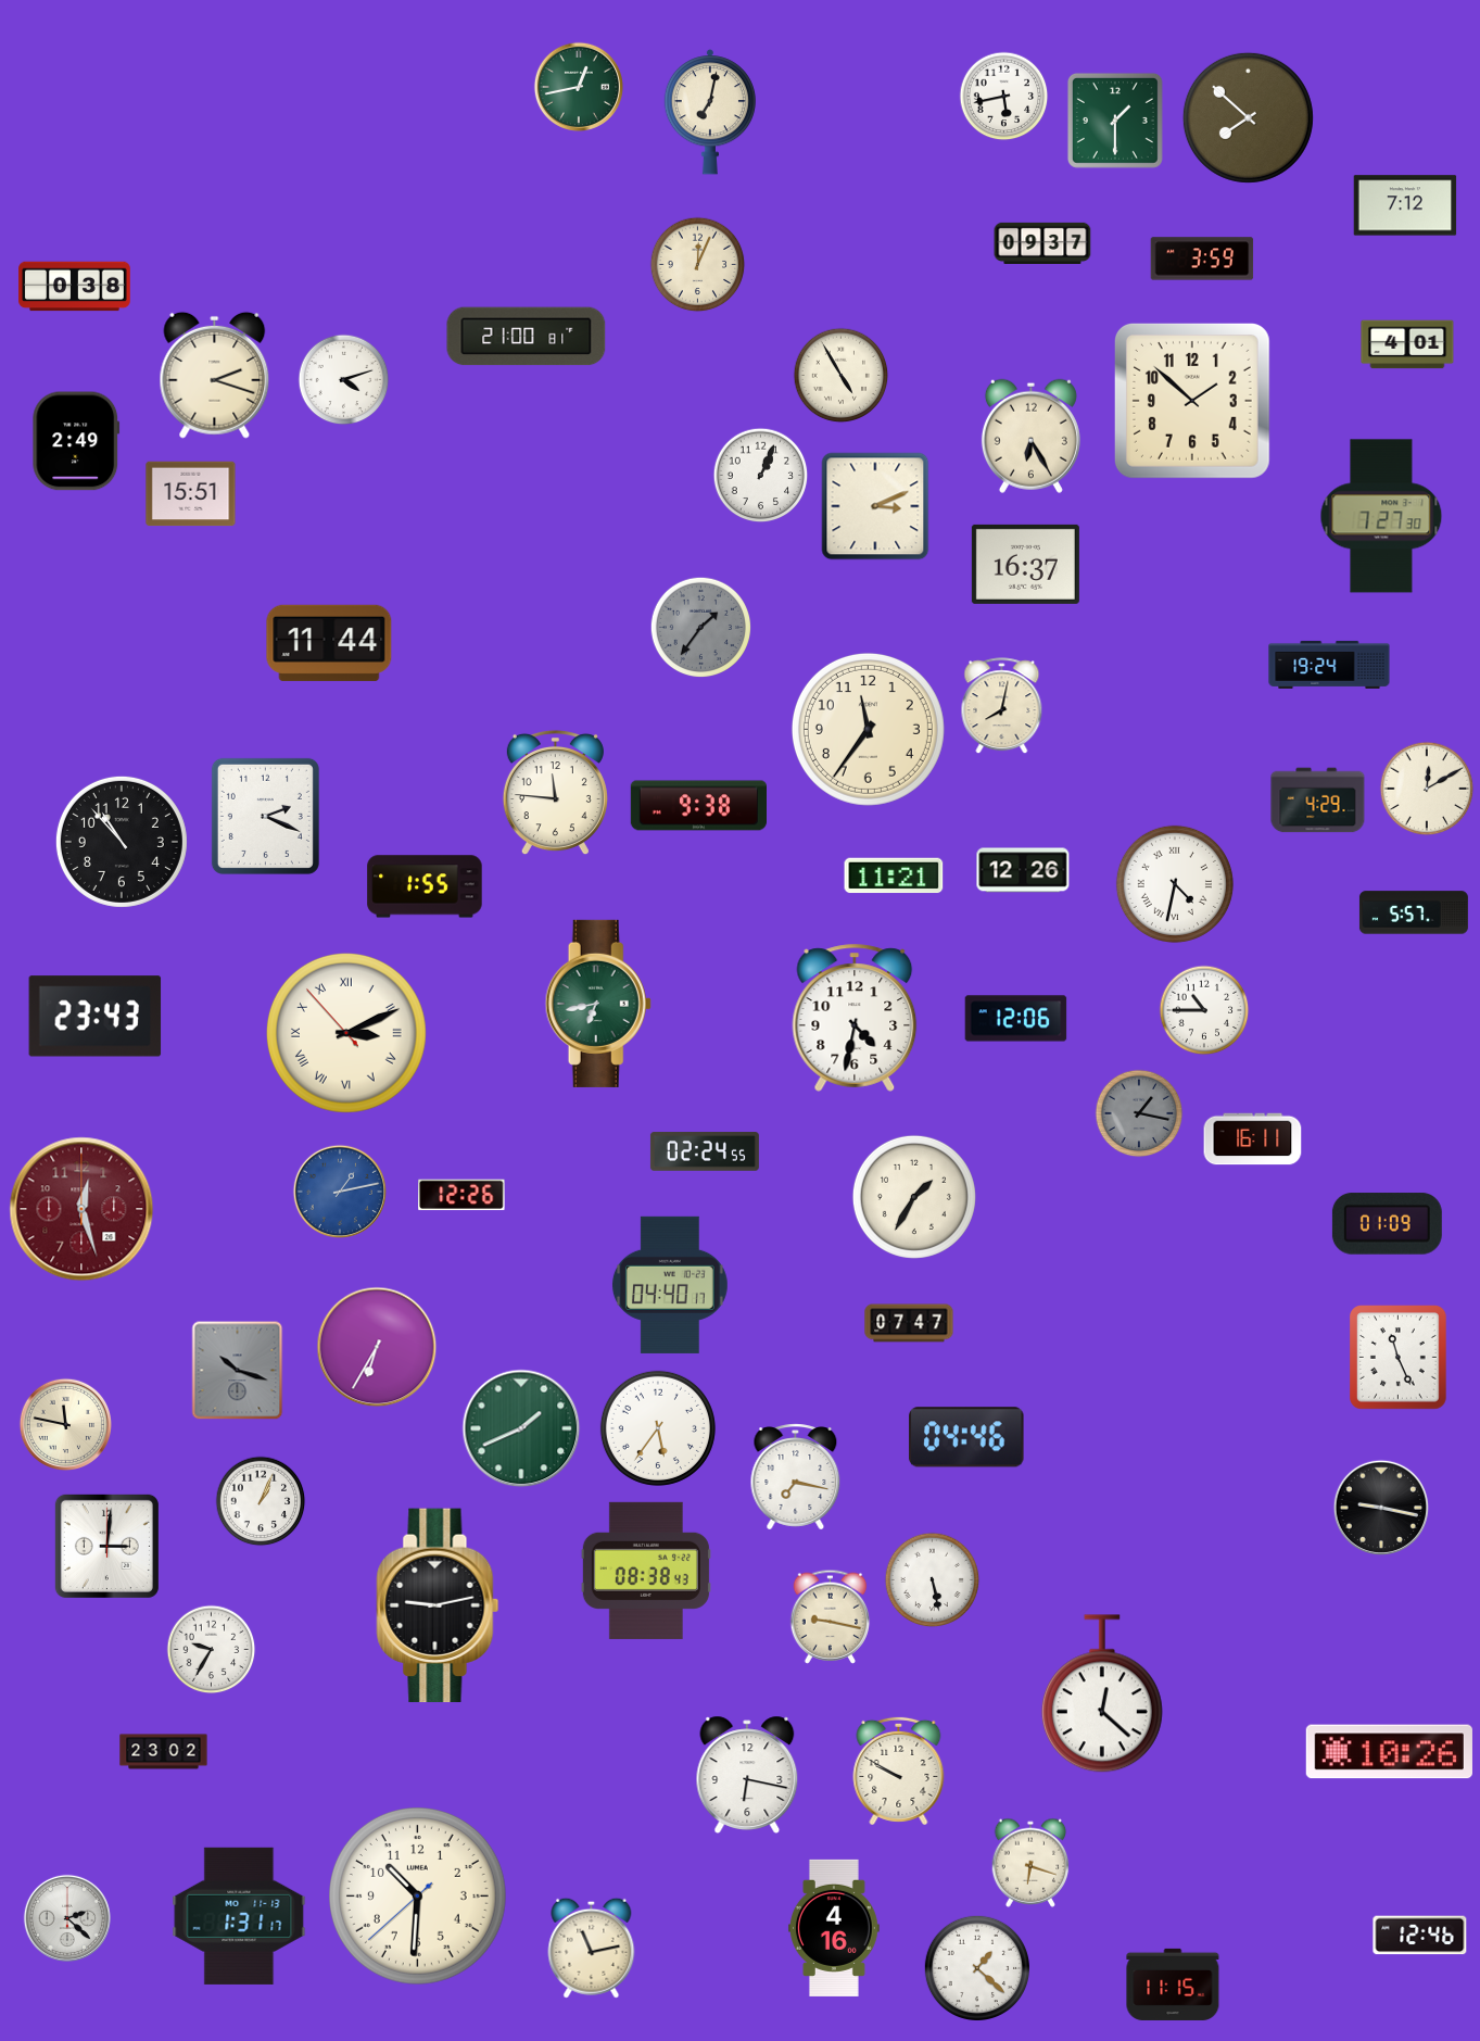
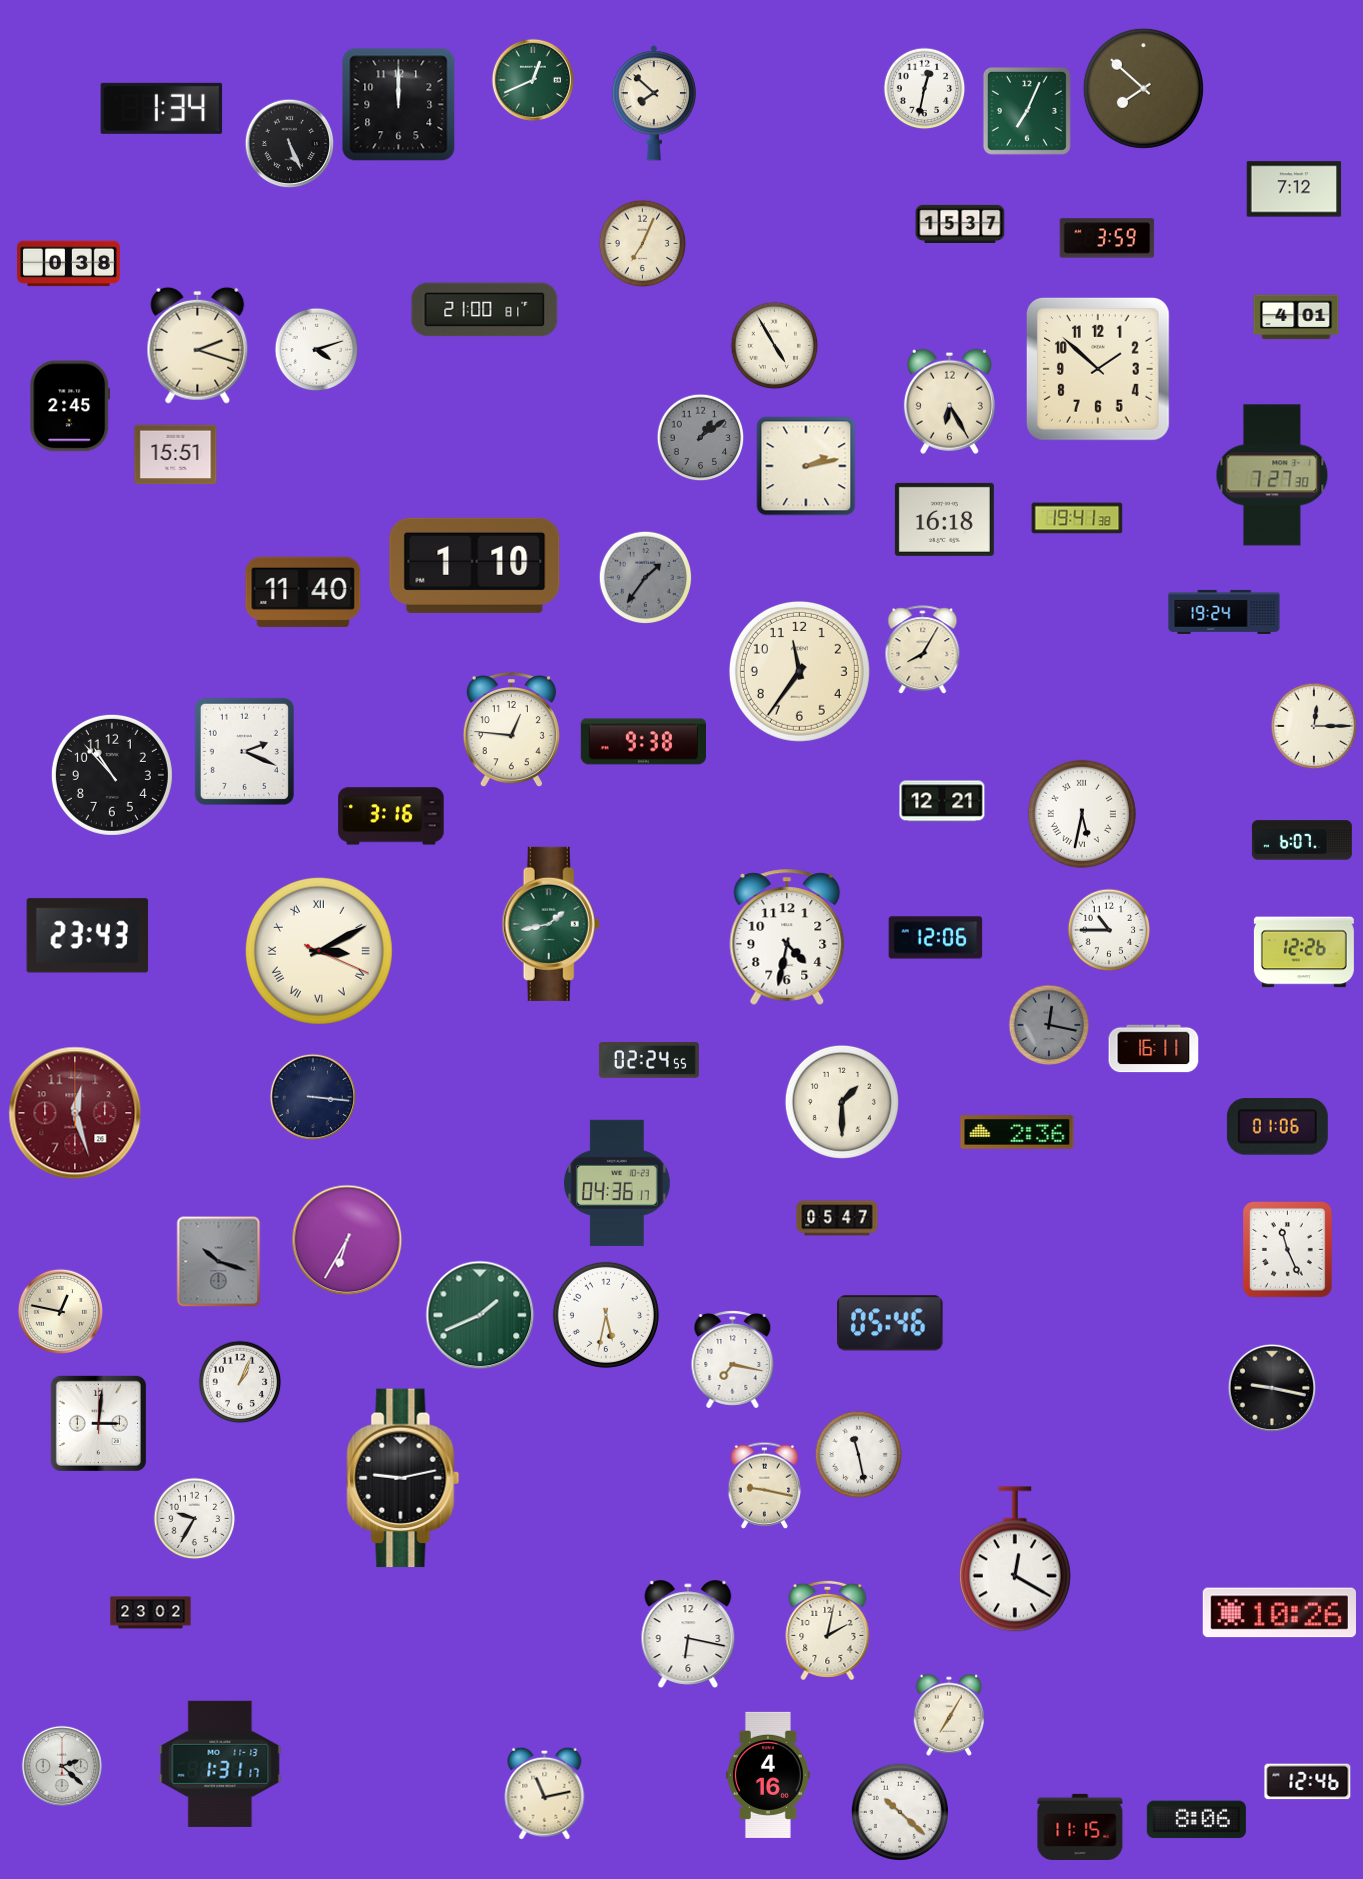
clock at (578, 86): 12:43 -> 12:41
clock at (1004, 97): 5:43 -> 12:32
clock at (710, 112): 7:02 -> 7:52
clock at (399, 105): none -> 12:00
clock at (162, 108): none -> 1:34
clock at (1248, 117) position: (1248, 117) -> (1143, 88)
clock at (1115, 121): 1:30 -> 7:04
clock at (290, 144): none -> 5:26
clock at (1042, 243): 09:37 -> 15:37
clock at (698, 265): 12:04 -> 7:04
clock at (76, 441): 2:49 -> 2:45
clock at (761, 476): 1:04 -> 1:09
clock at (761, 476) dial: white -> grey
clock at (875, 506): 3:11 -> 2:13
clock at (1077, 518): none -> 19:41
clock at (1025, 564): 16:37 -> 16:18
clock at (475, 565): none -> 1:10
clock at (329, 643): 11:44 -> 11:40
clock at (1002, 706): 8:02 -> 8:05
clock at (1427, 789): 12:10 -> 12:15
clock at (555, 793): 11:46 -> 12:46
clock at (1318, 801): 4:29 -> none
clock at (1023, 870): 12:26 -> 12:21
clock at (894, 875): 11:21 -> none
clock at (1175, 884): 4:32 -> 5:32
clock at (425, 886): 1:55 -> 3:16
clock at (1414, 912): 5:57 -> 6:07
clock at (598, 1004): 6:43 -> 1:43
clock at (346, 1033): 3:10:53 -> 3:10:19
clock at (1304, 952): none -> 12:26
clock at (1139, 1113): 1:17 -> 12:17
clock at (339, 1190): 1:13 -> 3:16
clock at (339, 1190) dial: blue -> navy
clock at (461, 1195): 12:26 -> none
clock at (914, 1197): 1:35 -> 1:30
clock at (1387, 1224): 01:09 -> 01:06
clock at (1017, 1132): none -> 2:36
clock at (670, 1285): 04:40 -> 04:36
clock at (909, 1323): 07:47 -> 05:47
clock at (65, 1424): 11:47 -> 12:47
clock at (658, 1428): 5:36 -> 5:32
clock at (966, 1437): 04:46 -> 05:46
clock at (646, 1571): 08:38 -> none
clock at (933, 1580): 5:28 -> 11:28
clock at (831, 1616) position: (831, 1616) -> (765, 1485)
clock at (1102, 1693): 12:22 -> 12:20
clock at (899, 1771): 9:50 -> 2:02
clock at (1030, 1863): 6:18 -> 7:05
clock at (418, 1897): 10:30 -> none
clock at (976, 1967): 1:22 -> 10:22
clock at (1196, 1820): none -> 8:06
